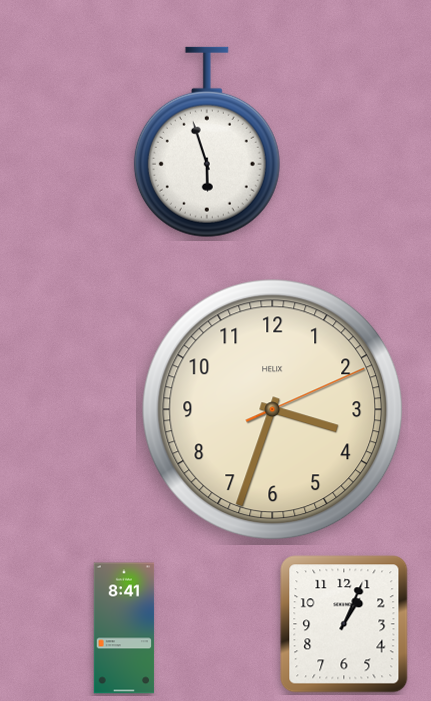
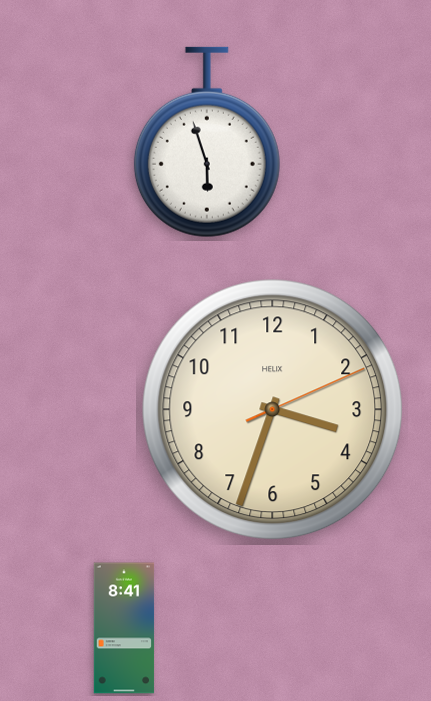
clock at (344, 624): 1:04 -> none
